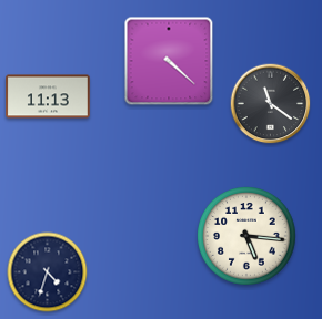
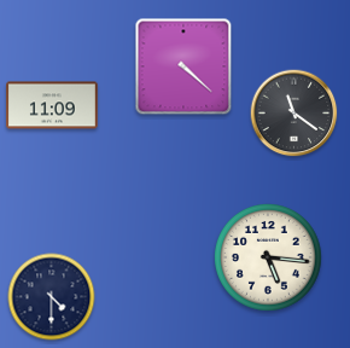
clock at (49, 96): 11:13 -> 11:09
clock at (48, 272): 4:33 -> 4:30
